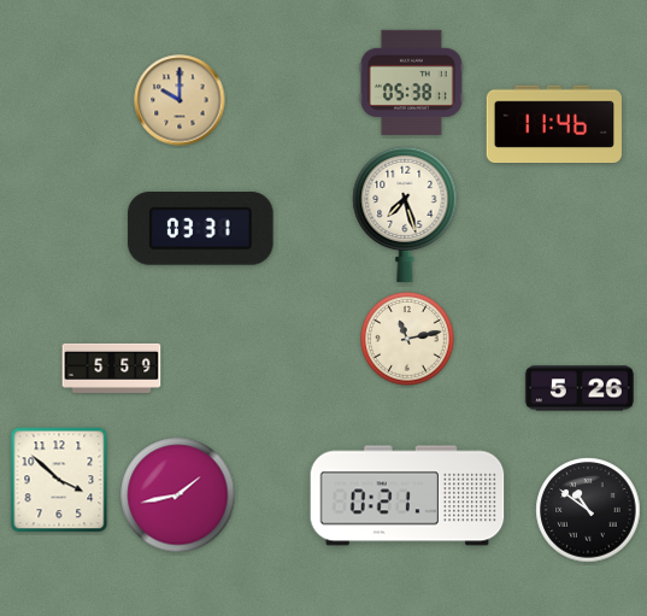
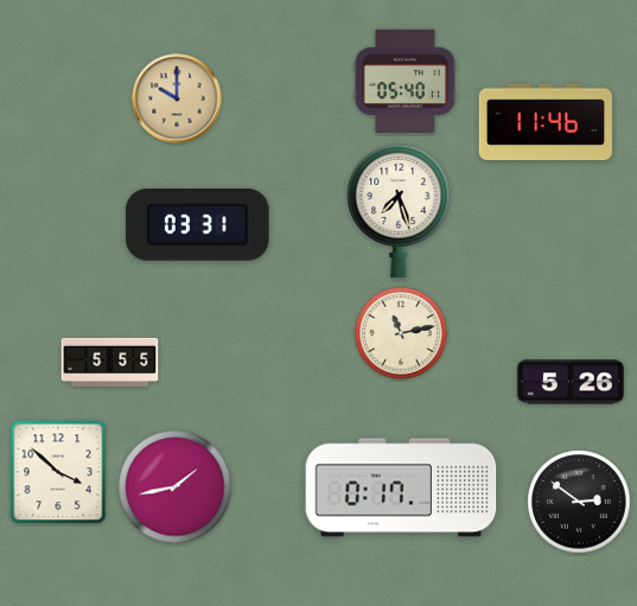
clock at (411, 82): 05:38 -> 05:40
clock at (112, 368): 5:59 -> 5:55
clock at (407, 495): 0:21 -> 0:17
clock at (588, 510): 10:51 -> 2:51
